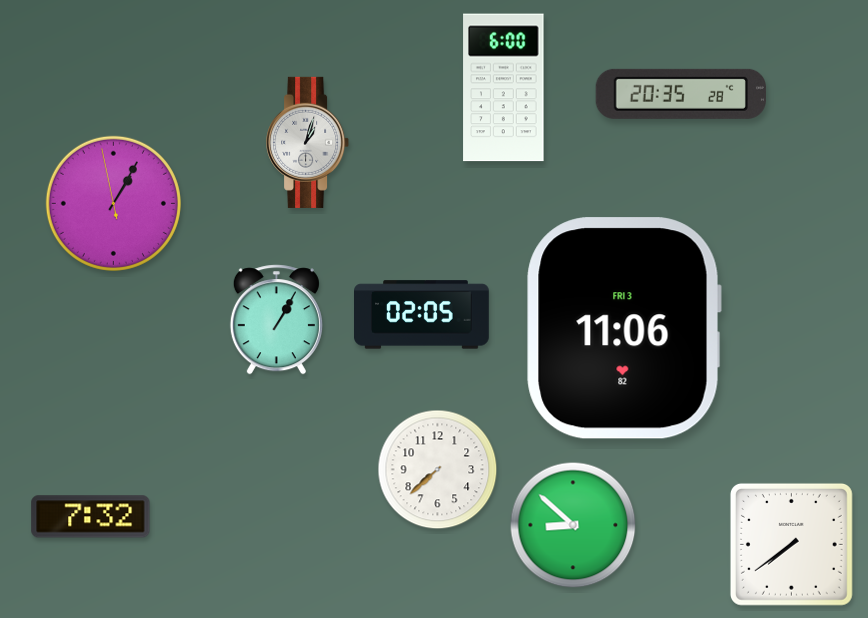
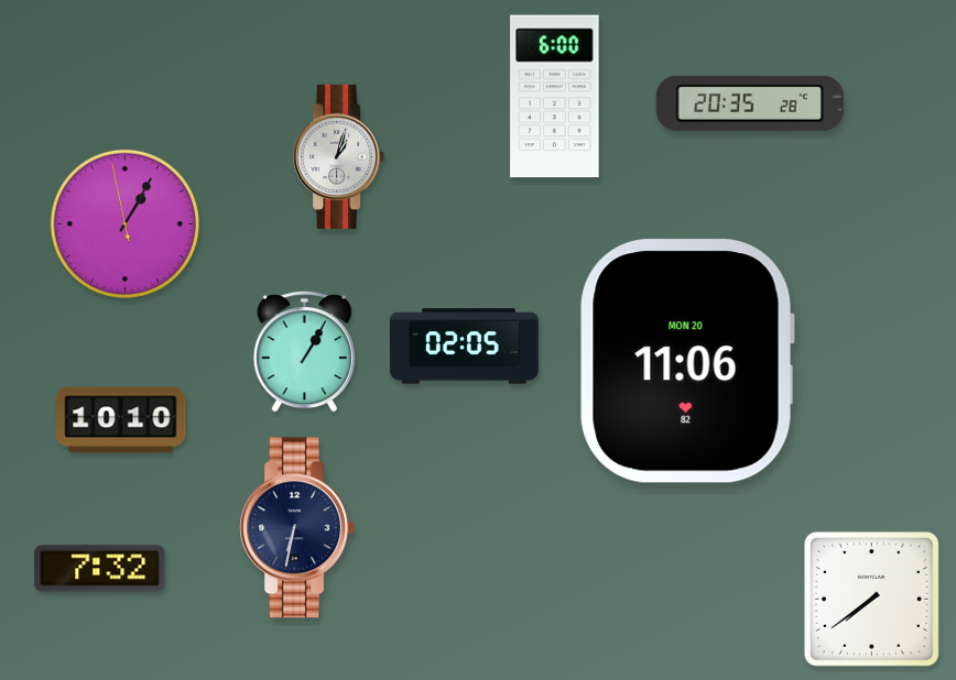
clock at (624, 328) date: FRI 3 -> MON 20
clock at (121, 420): none -> 10:10
clock at (438, 470): 7:38 -> none
clock at (297, 528): none -> 6:32
clock at (573, 525): 8:52 -> none
